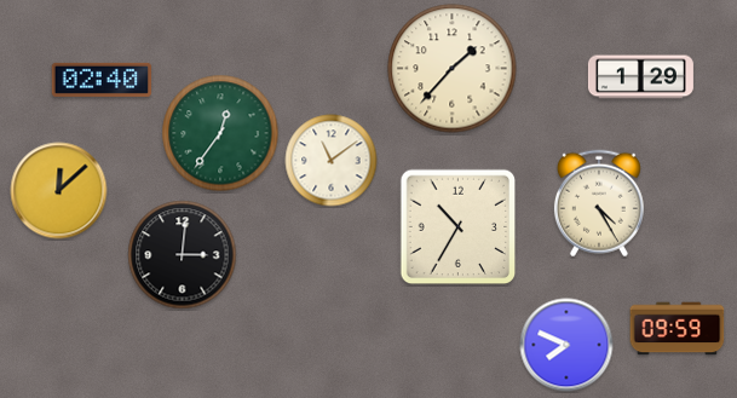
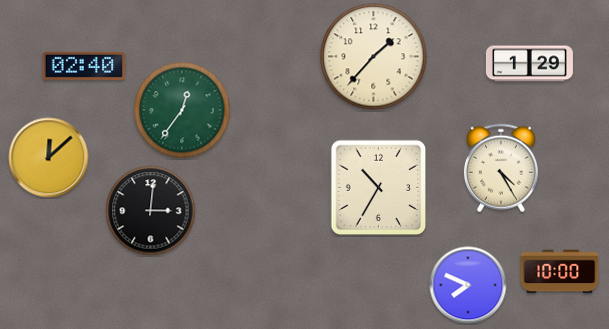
clock at (332, 161): 11:09 -> none
clock at (599, 203) position: (599, 203) -> (501, 168)
clock at (678, 329): 09:59 -> 10:00
